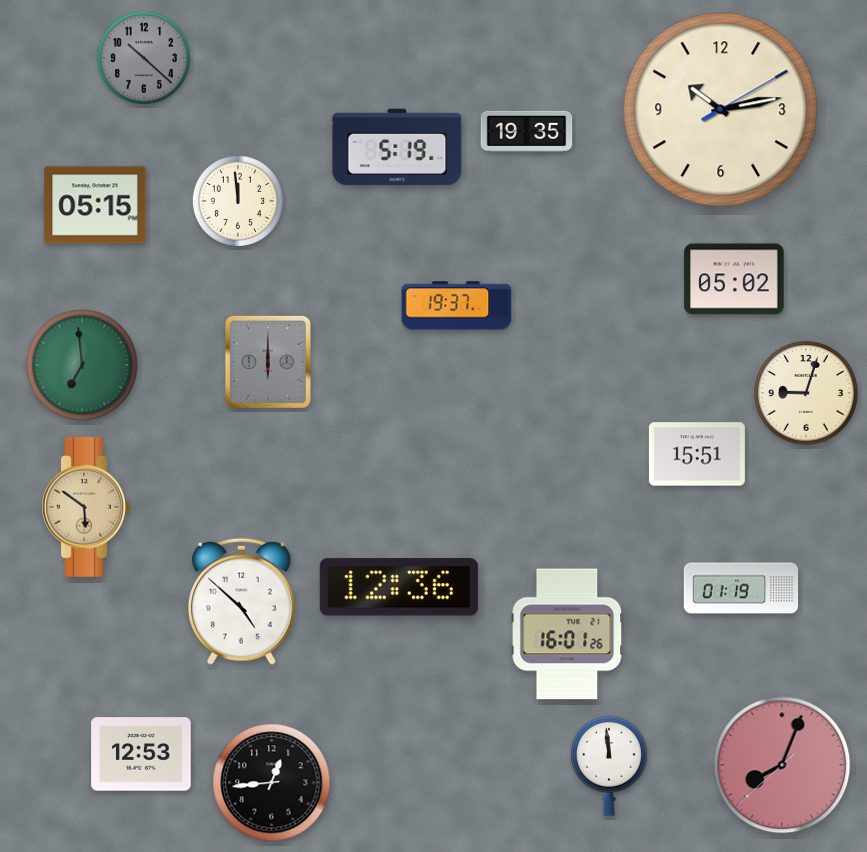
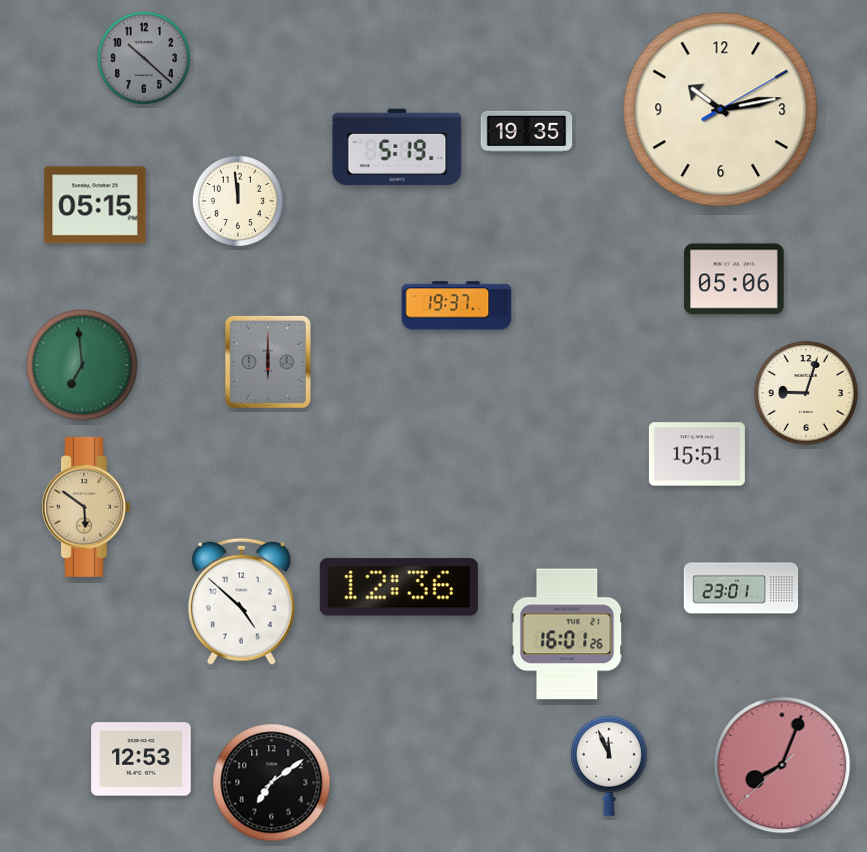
clock at (734, 279): 05:02 -> 05:06
clock at (741, 588): 01:19 -> 23:01
clock at (141, 754) position: (141, 754) -> (141, 759)
clock at (609, 766): 11:59 -> 11:56
clock at (272, 783): 12:44 -> 7:09
